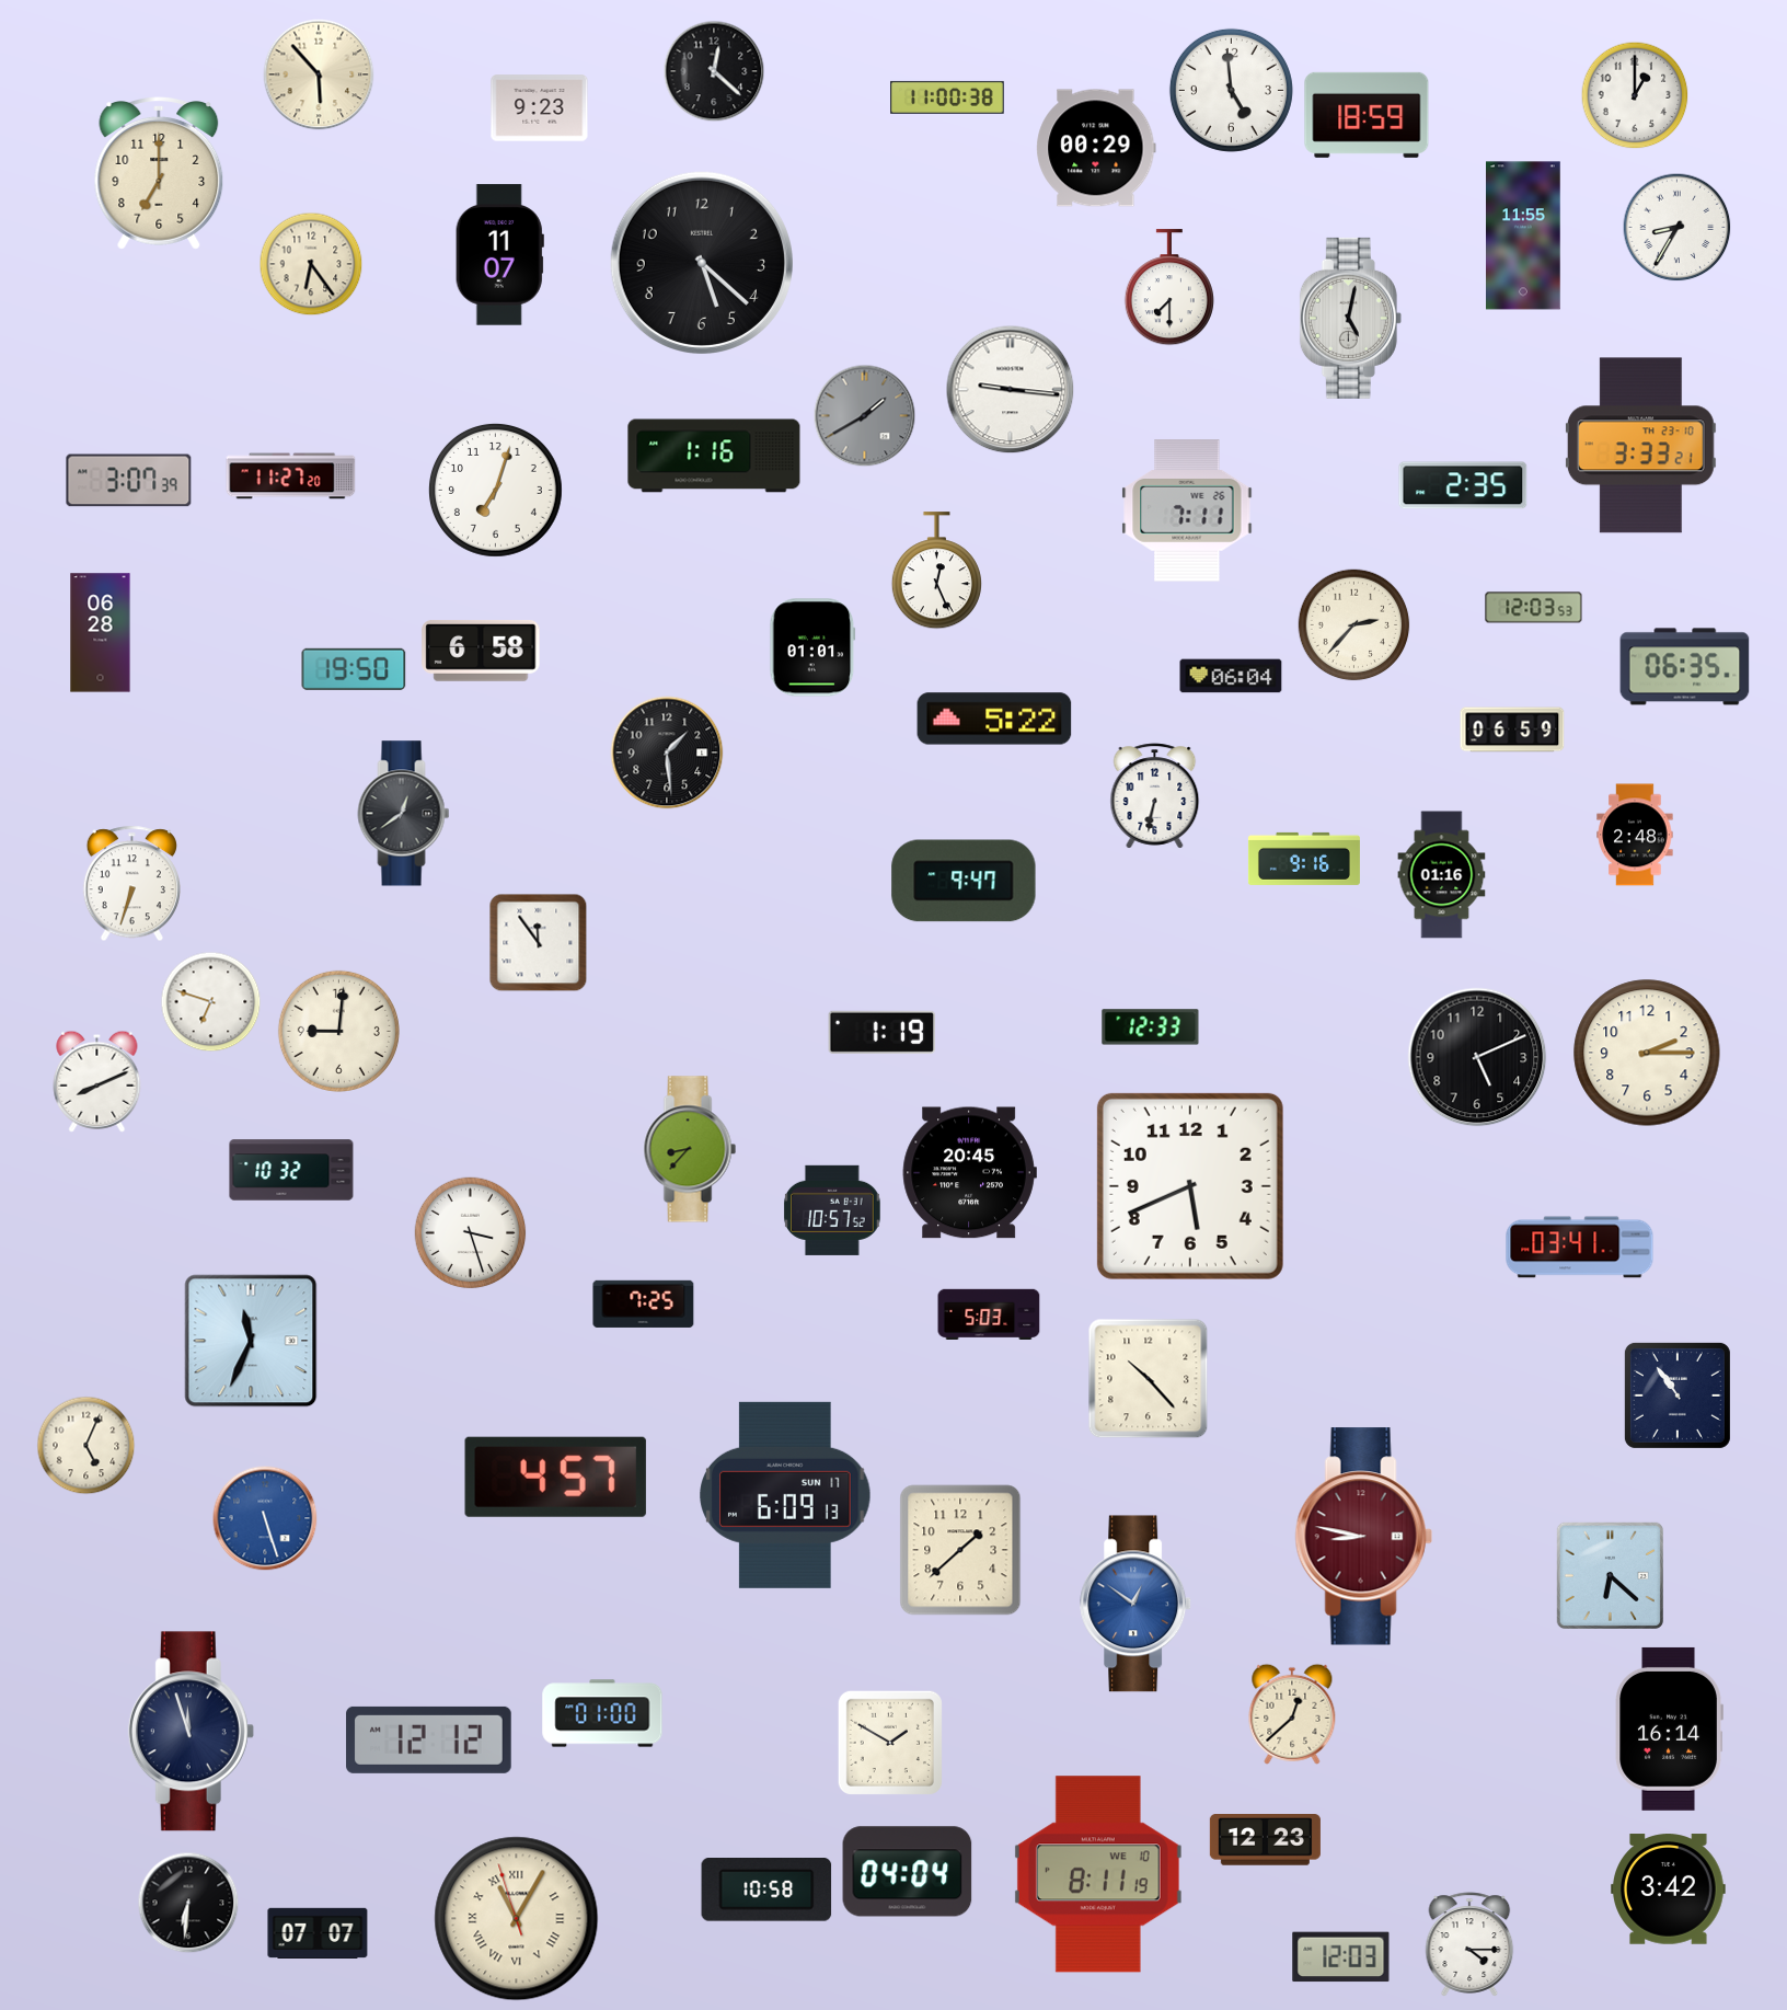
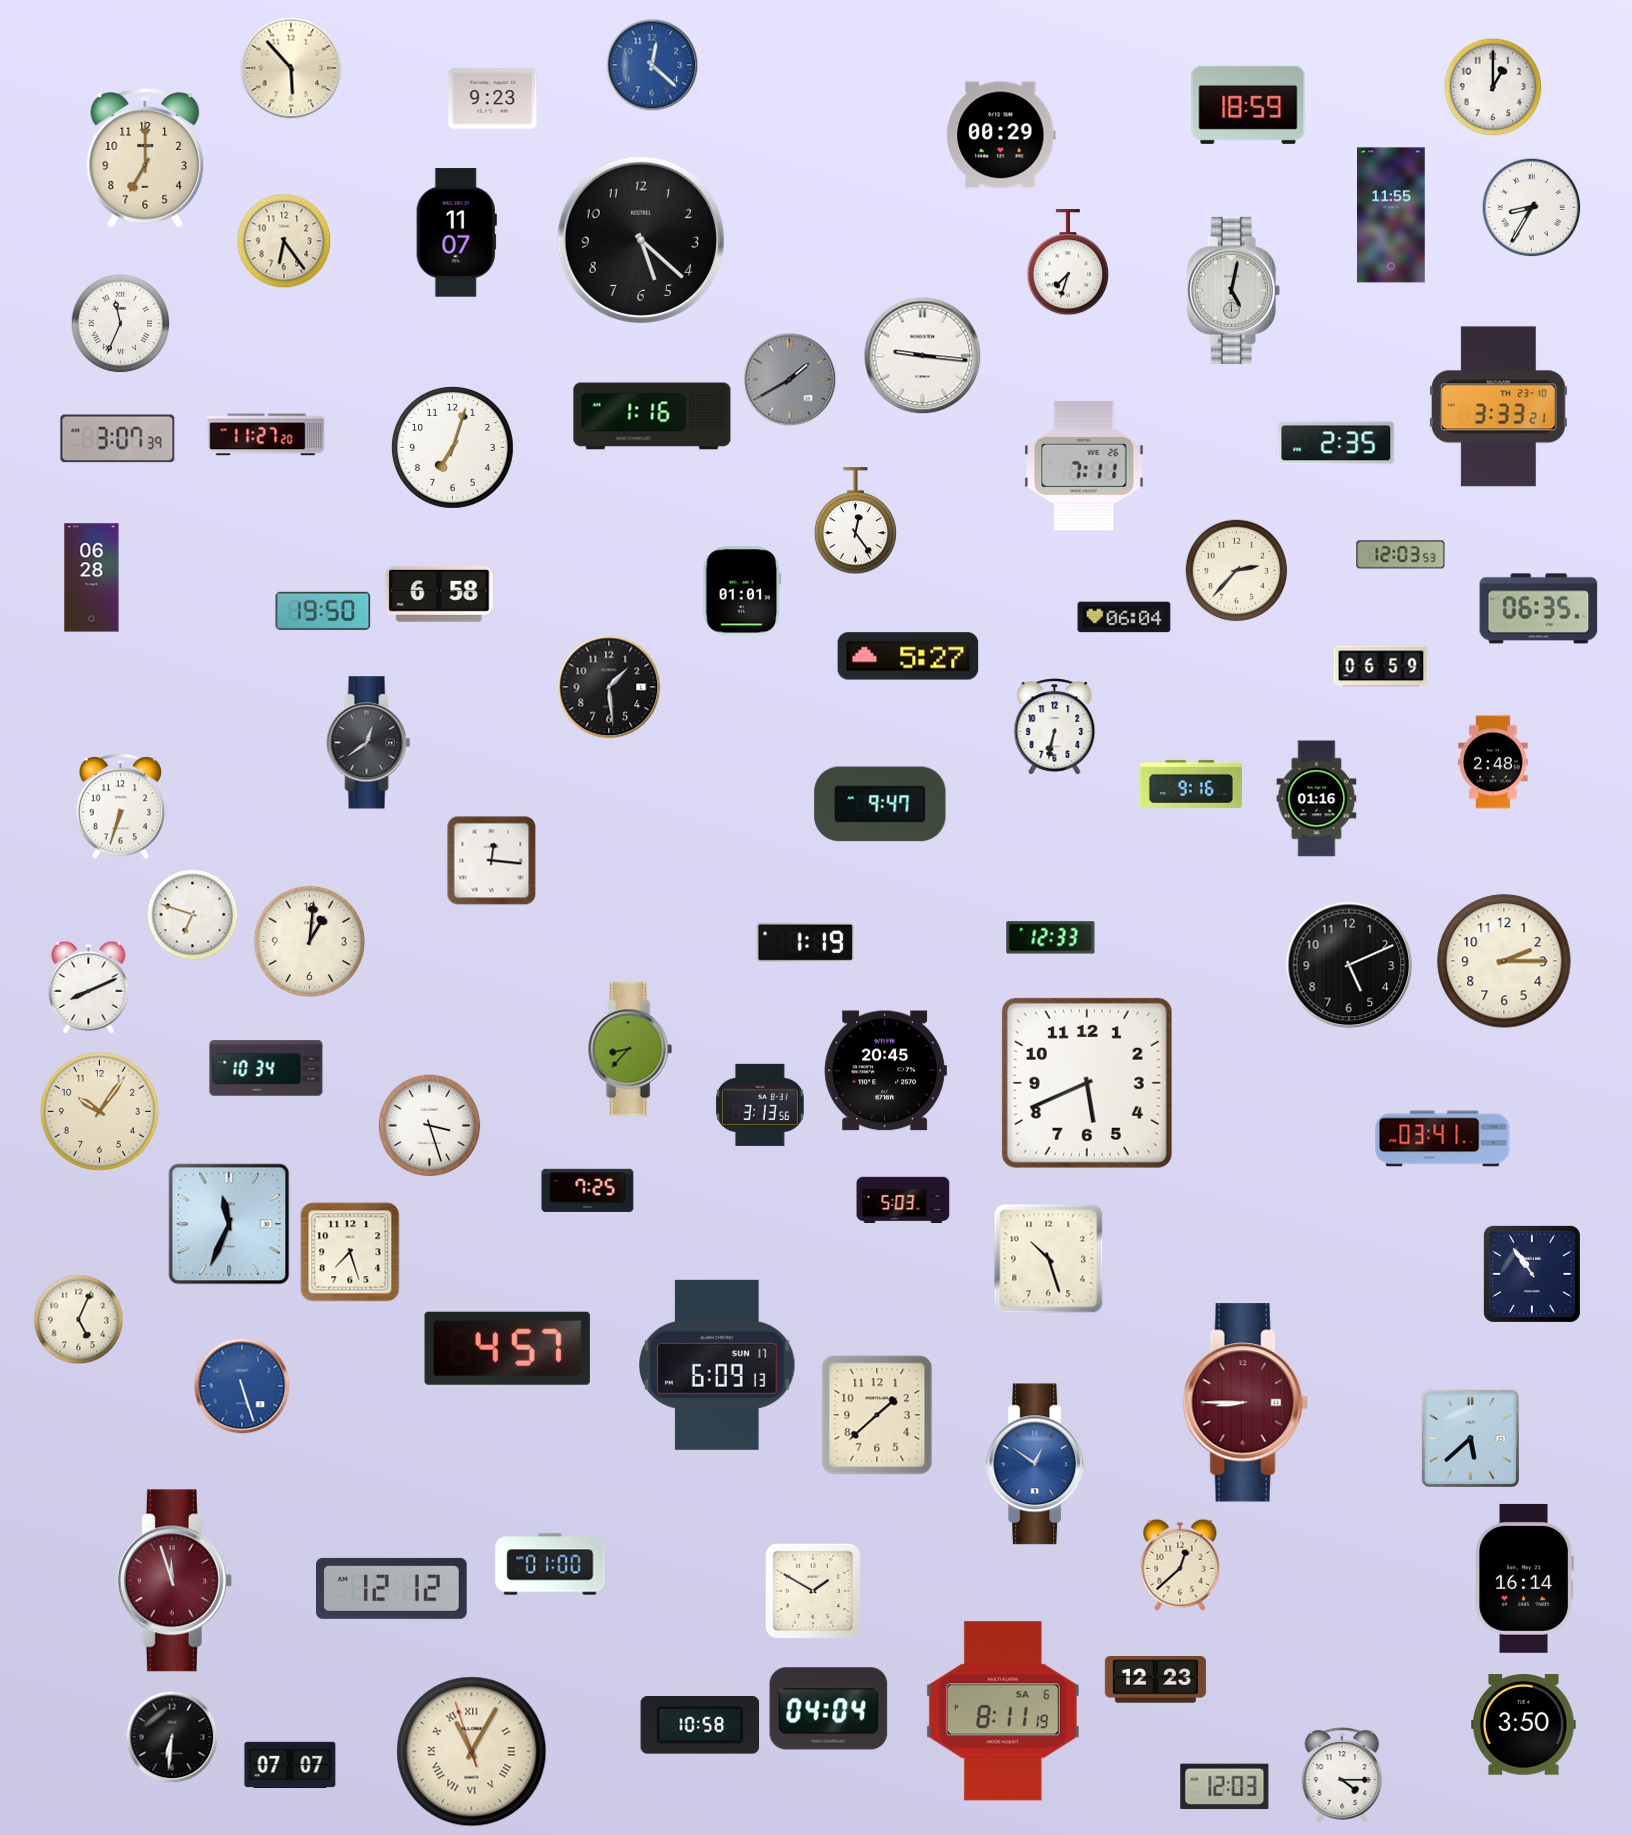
clock at (714, 71) dial: black -> blue
clock at (1231, 90): 4:59 -> none
clock at (948, 97): 11:00 -> none
clock at (1169, 288): 7:30 -> 7:33
clock at (121, 324): none -> 11:34
clock at (936, 571): 12:26 -> 12:24
clock at (994, 719): 5:22 -> 5:27
clock at (539, 943): 11:54 -> 12:16
clock at (338, 1031): 9:01 -> 1:01
clock at (291, 1170): 10:32 -> 10:34
clock at (832, 1210): 10:57 -> 3:13
clock at (99, 1111): none -> 10:06
clock at (350, 1252): none -> 7:27
clock at (1149, 1379): 10:23 -> 10:27
clock at (1363, 1537): 8:47 -> 8:45
clock at (1610, 1575): 6:22 -> 5:38
clock at (191, 1732) dial: navy -> burgundy
clock at (1098, 1874) date: WE 10 -> SA 6
clock at (1669, 1890): 3:42 -> 3:50
